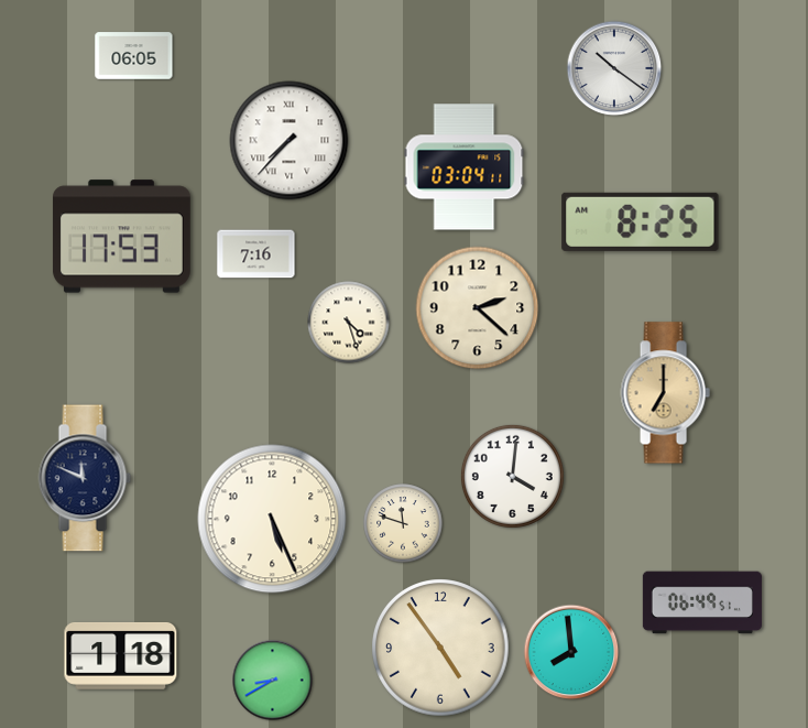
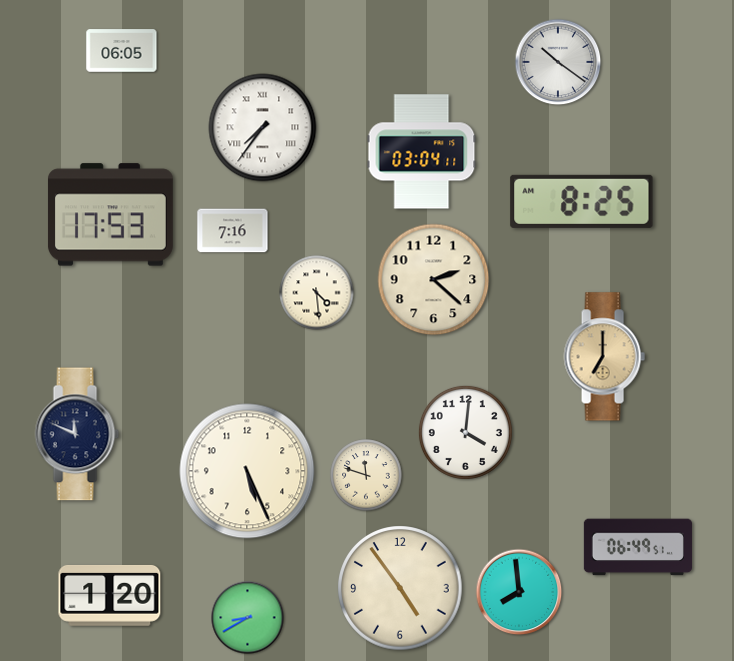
clock at (290, 141): 7:37 -> 7:36
clock at (349, 323): 4:27 -> 4:29
clock at (121, 655): 1:18 -> 1:20
